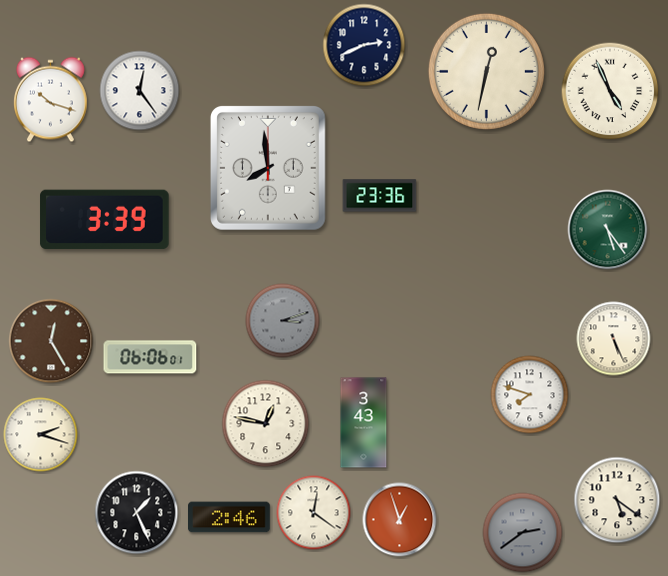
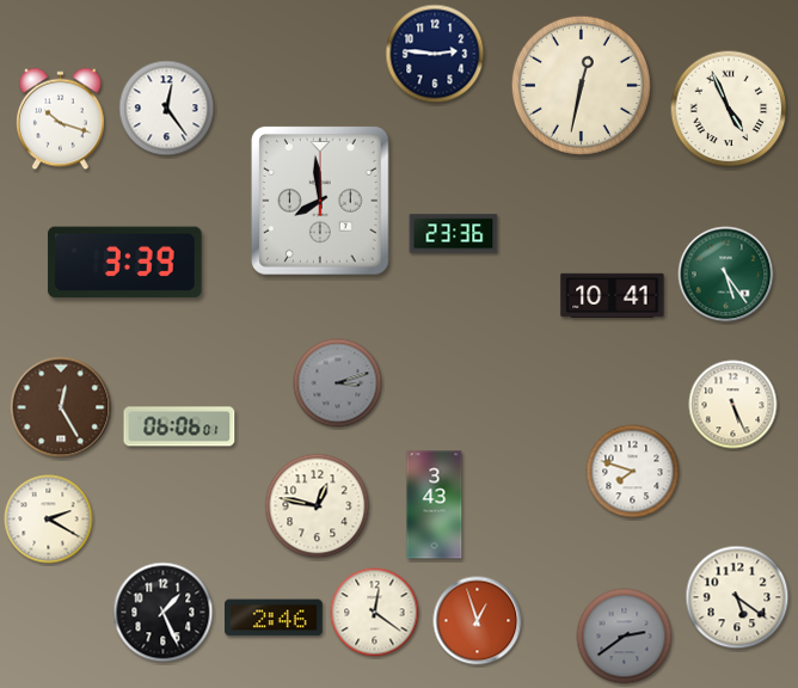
clock at (364, 45): 2:41 -> 2:46
clock at (613, 295): none -> 10:41
clock at (41, 435): 2:18 -> 2:20
